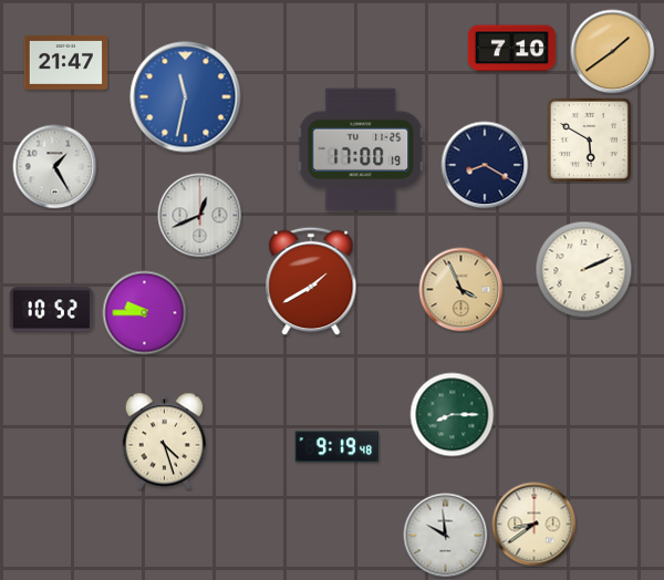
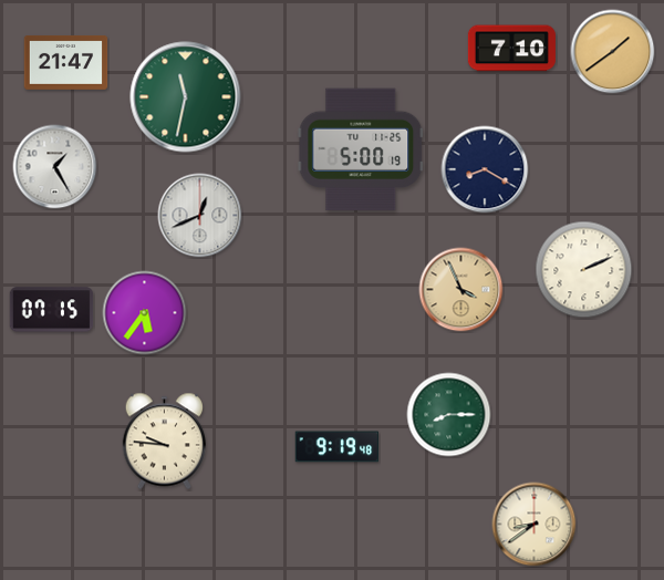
clock at (186, 97) dial: blue -> green
clock at (589, 139): 5:50 -> none
clock at (361, 149): 17:00 -> 5:00
clock at (485, 165) position: (485, 165) -> (485, 169)
clock at (311, 281): 1:40 -> none
clock at (52, 310): 10:52 -> 07:15
clock at (145, 313): 9:45 -> 5:36
clock at (453, 415) position: (453, 415) -> (449, 415)
clock at (164, 442): 4:27 -> 9:46
clock at (446, 536): 9:59 -> none
